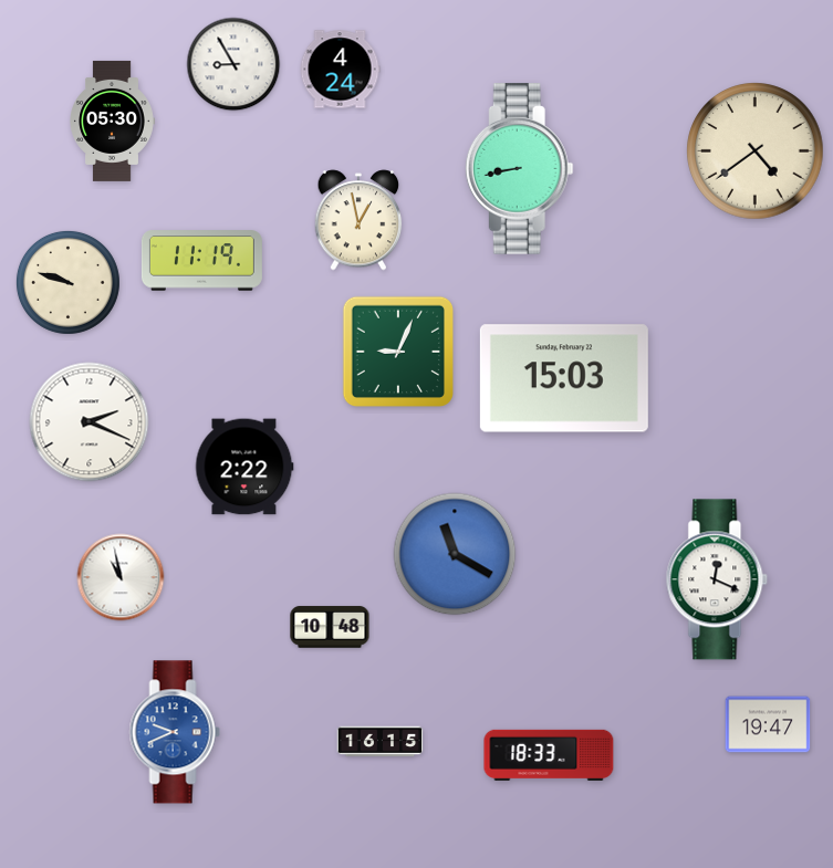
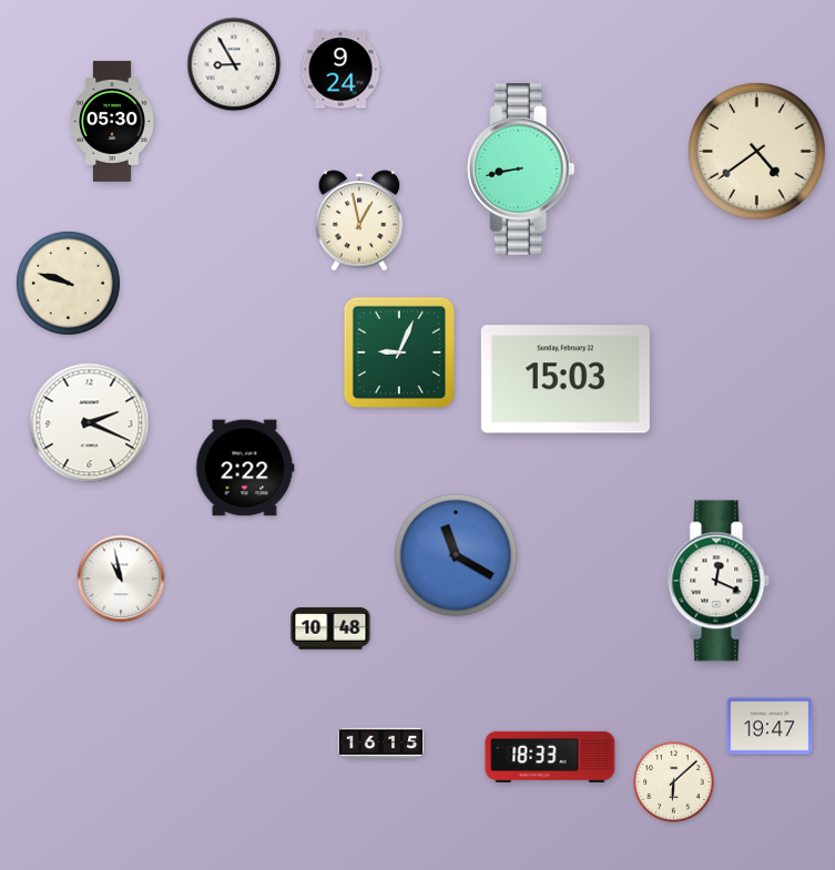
clock at (340, 70): 4:24 -> 9:24
clock at (201, 261): 11:19 -> none
clock at (175, 732): 9:41 -> none
clock at (674, 782): none -> 6:08
